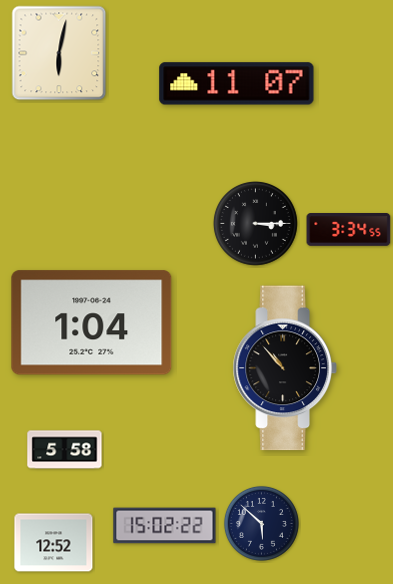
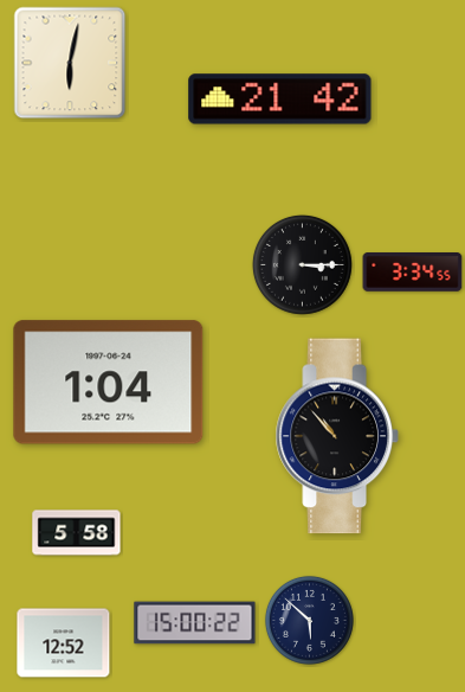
clock at (237, 84): 11:07 -> 21:42
clock at (165, 526): 15:02 -> 15:00
